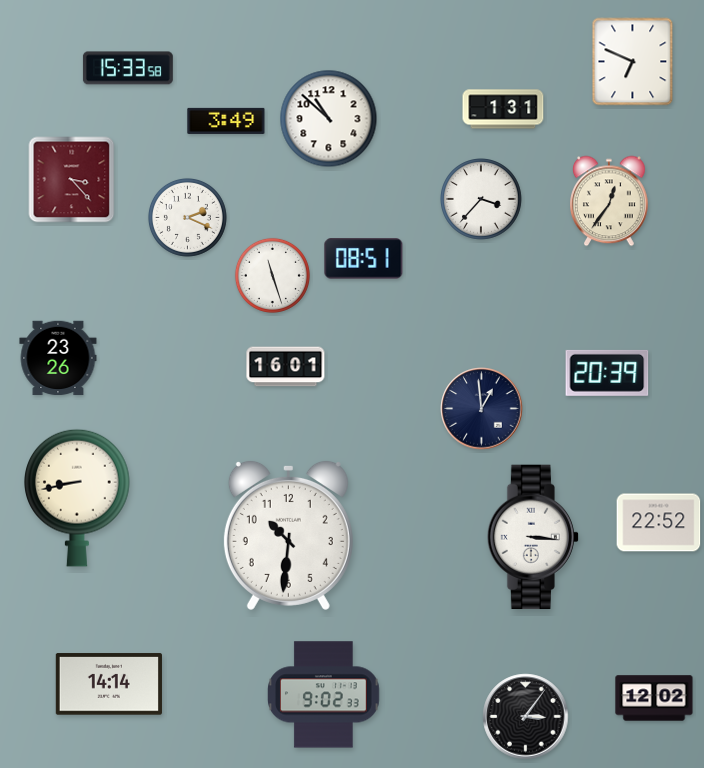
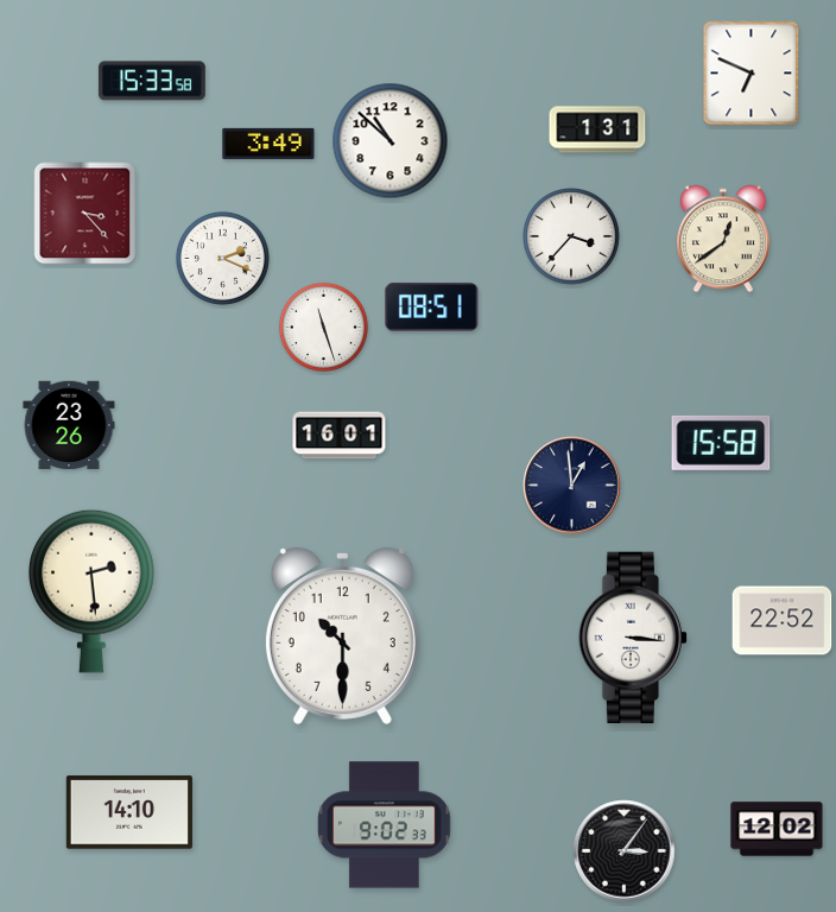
clock at (610, 201): 12:36 -> 12:39
clock at (607, 373): 20:39 -> 15:58
clock at (78, 498): 8:43 -> 2:29
clock at (288, 535): 10:31 -> 10:30
clock at (109, 684): 14:14 -> 14:10
